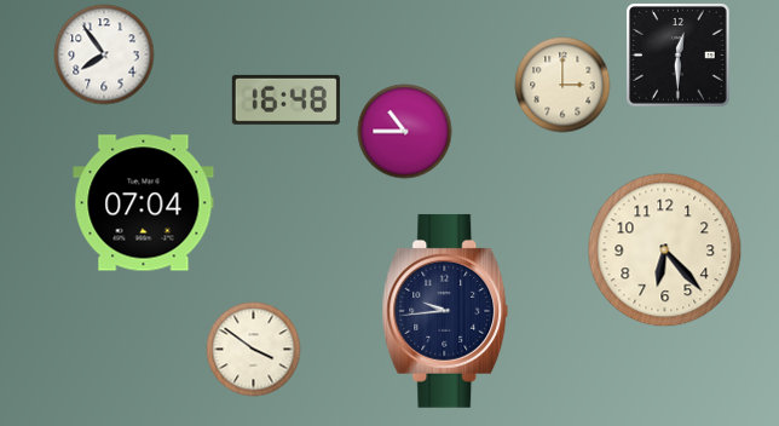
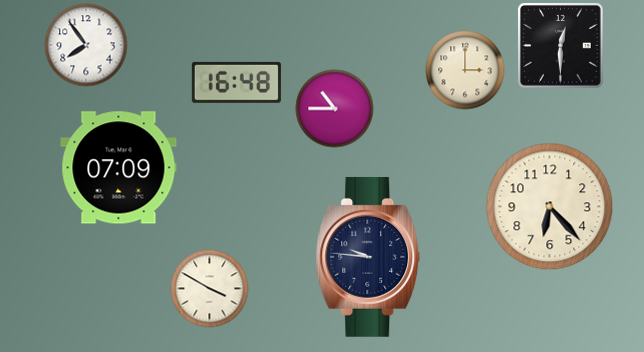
clock at (144, 203): 07:04 -> 07:09
clock at (445, 311): 9:44 -> 9:46
clock at (253, 349): 3:51 -> 3:50
